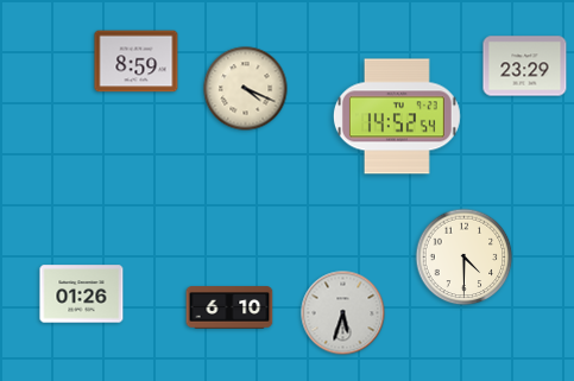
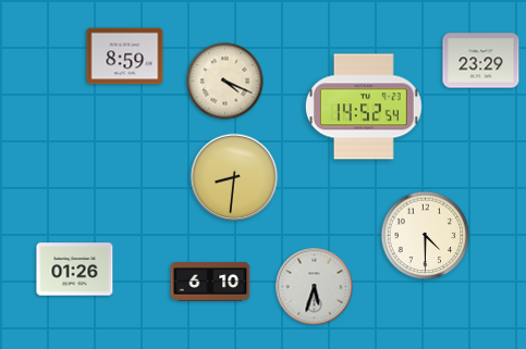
clock at (234, 177): none -> 8:31
